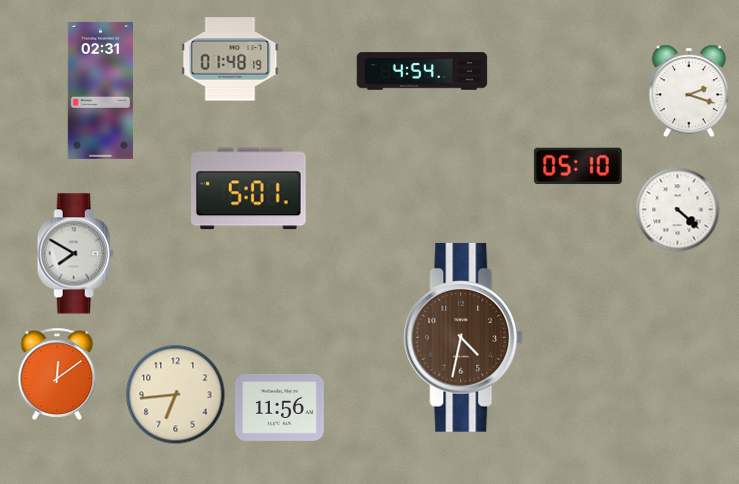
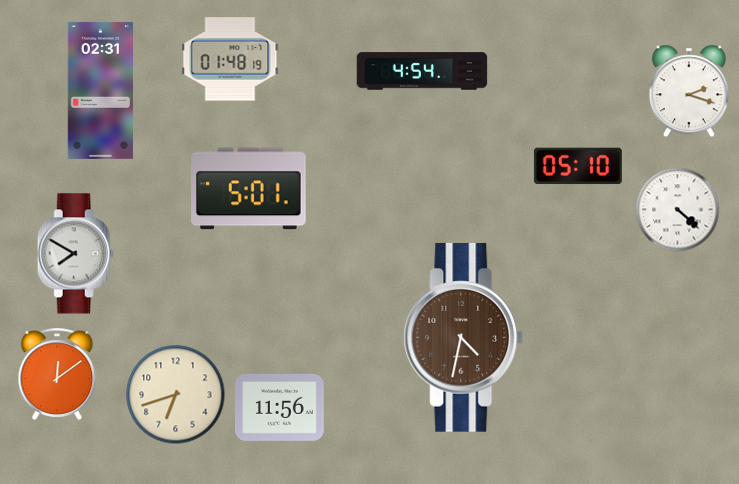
clock at (176, 395): 6:44 -> 6:42
